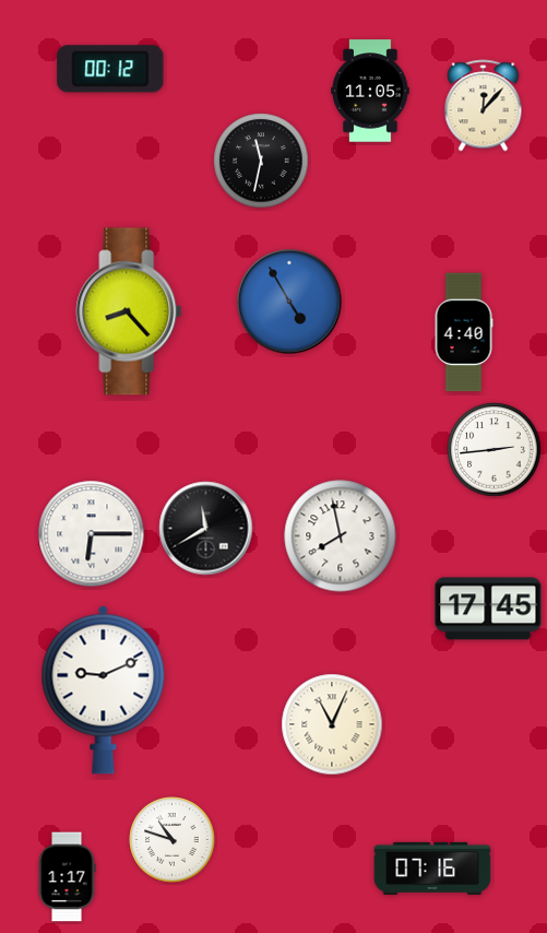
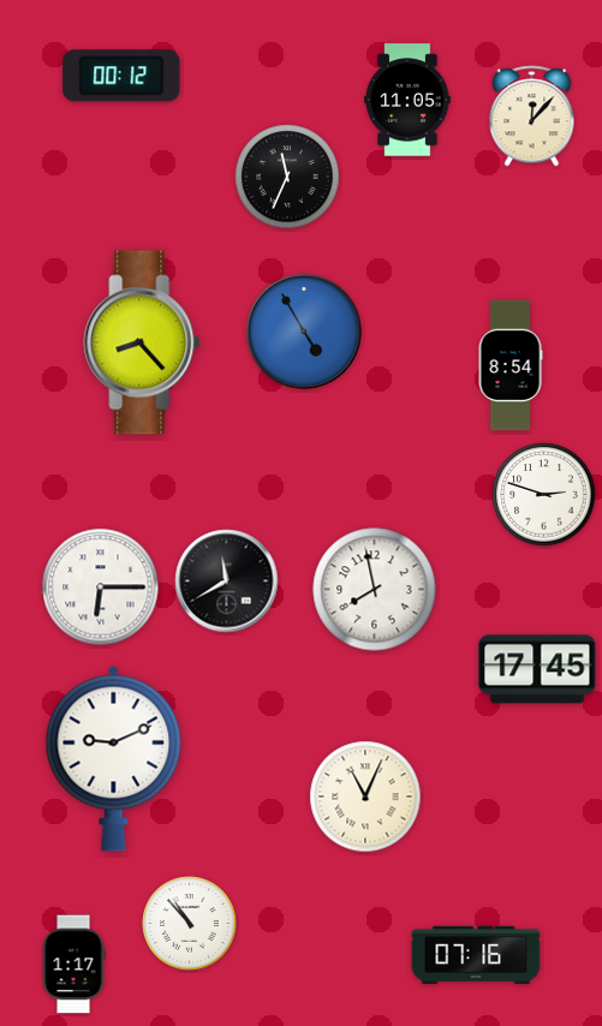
clock at (261, 161): 11:32 -> 11:34
clock at (289, 302) position: (289, 302) -> (304, 332)
clock at (464, 332): 4:40 -> 8:54
clock at (495, 450): 2:44 -> 2:48
clock at (173, 840): 10:48 -> 10:53
